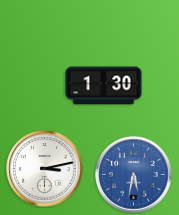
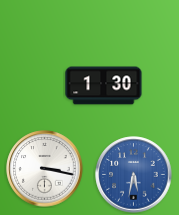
clock at (45, 169): 3:13 -> 3:17
